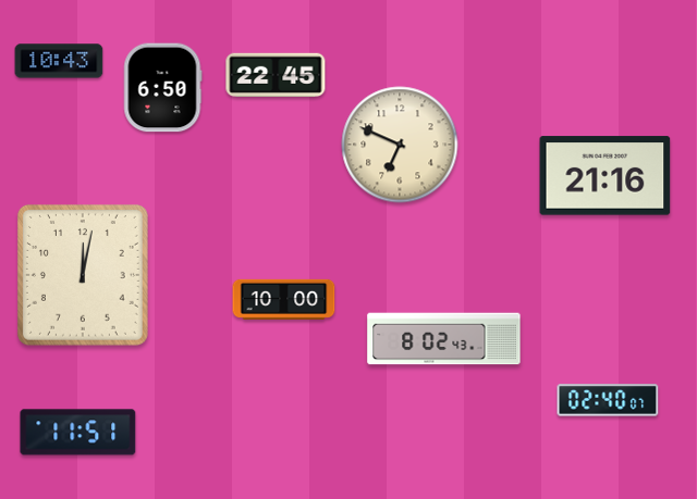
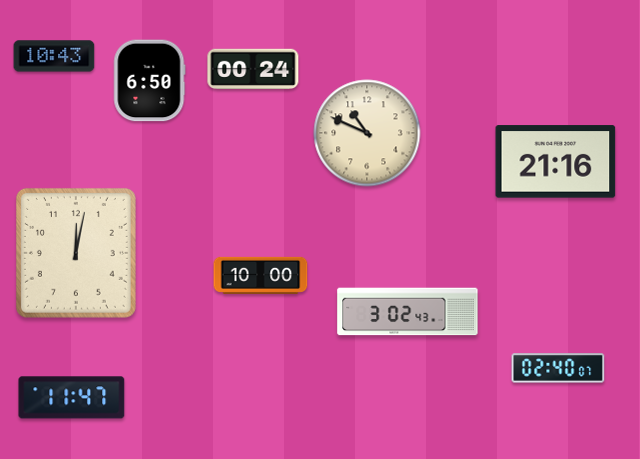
clock at (276, 74): 22:45 -> 00:24
clock at (400, 145): 6:49 -> 10:49
clock at (444, 339): 8:02 -> 3:02
clock at (78, 433): 11:51 -> 11:47
